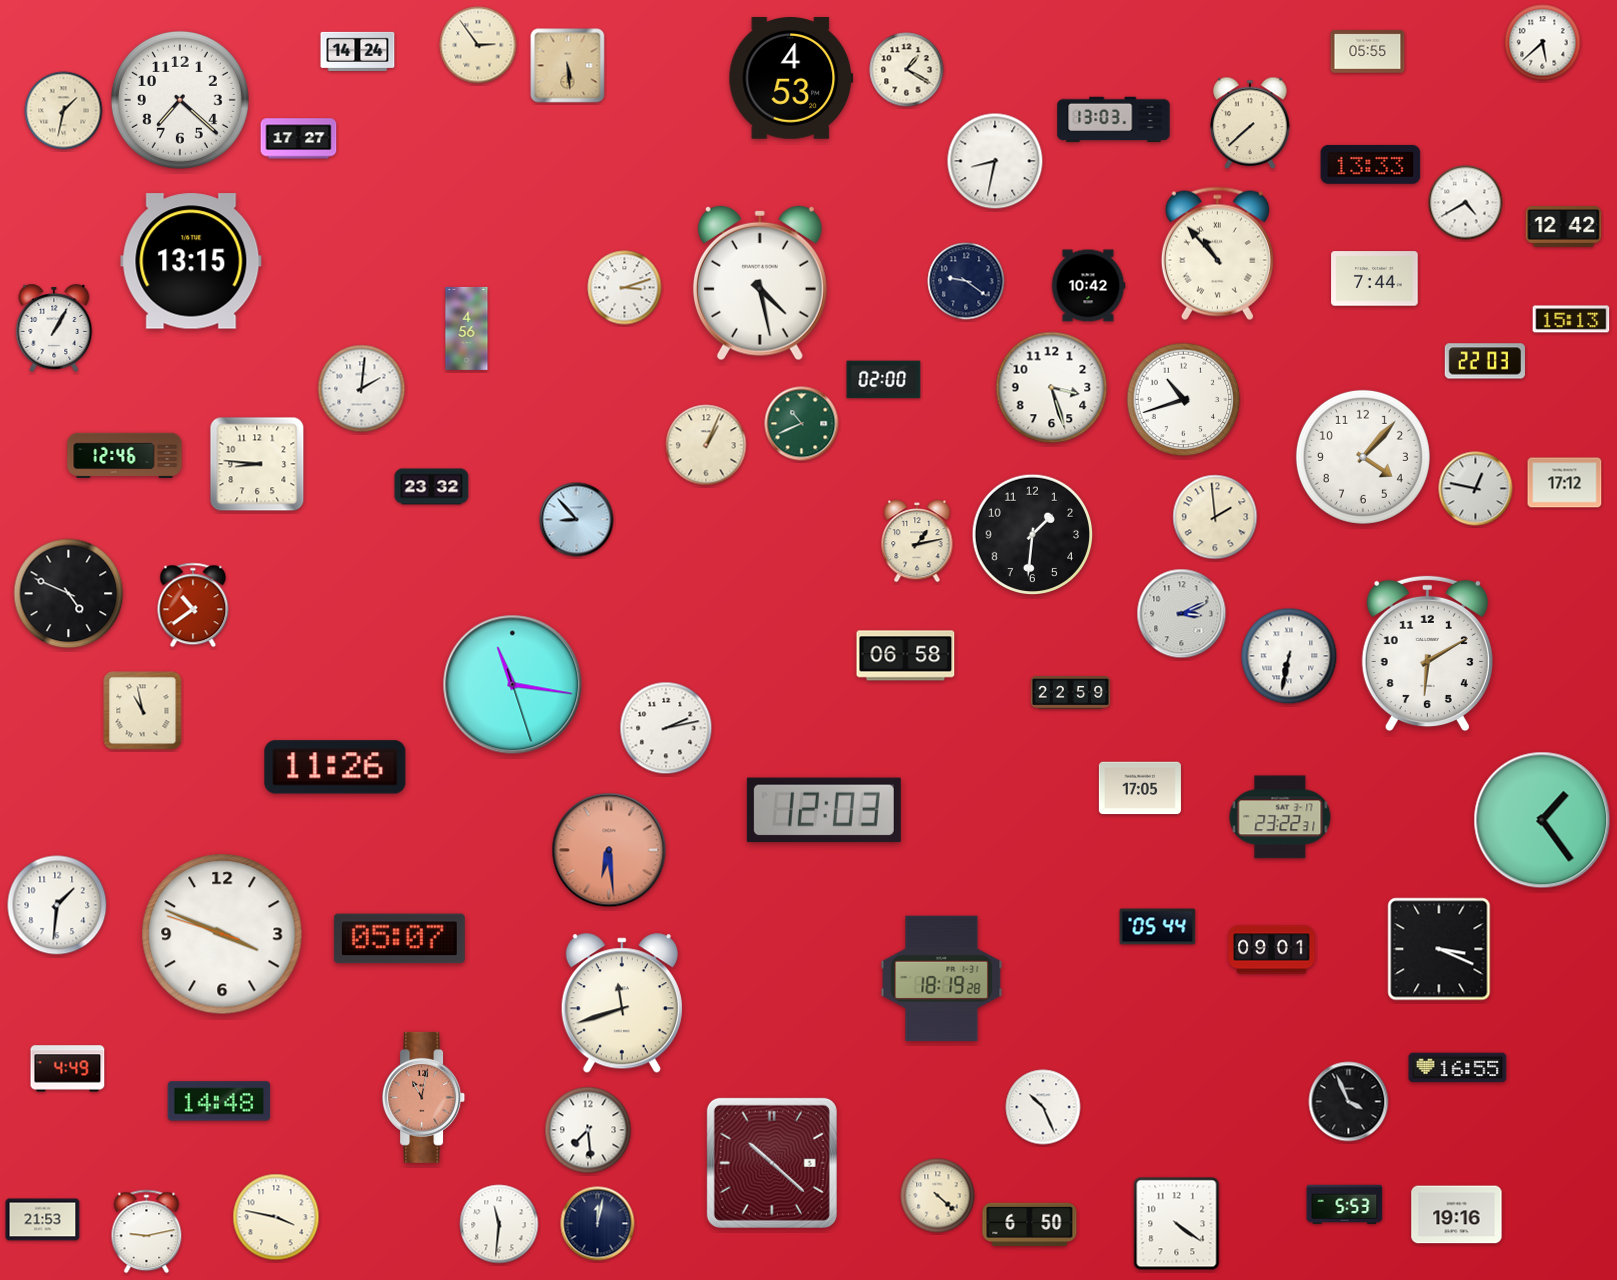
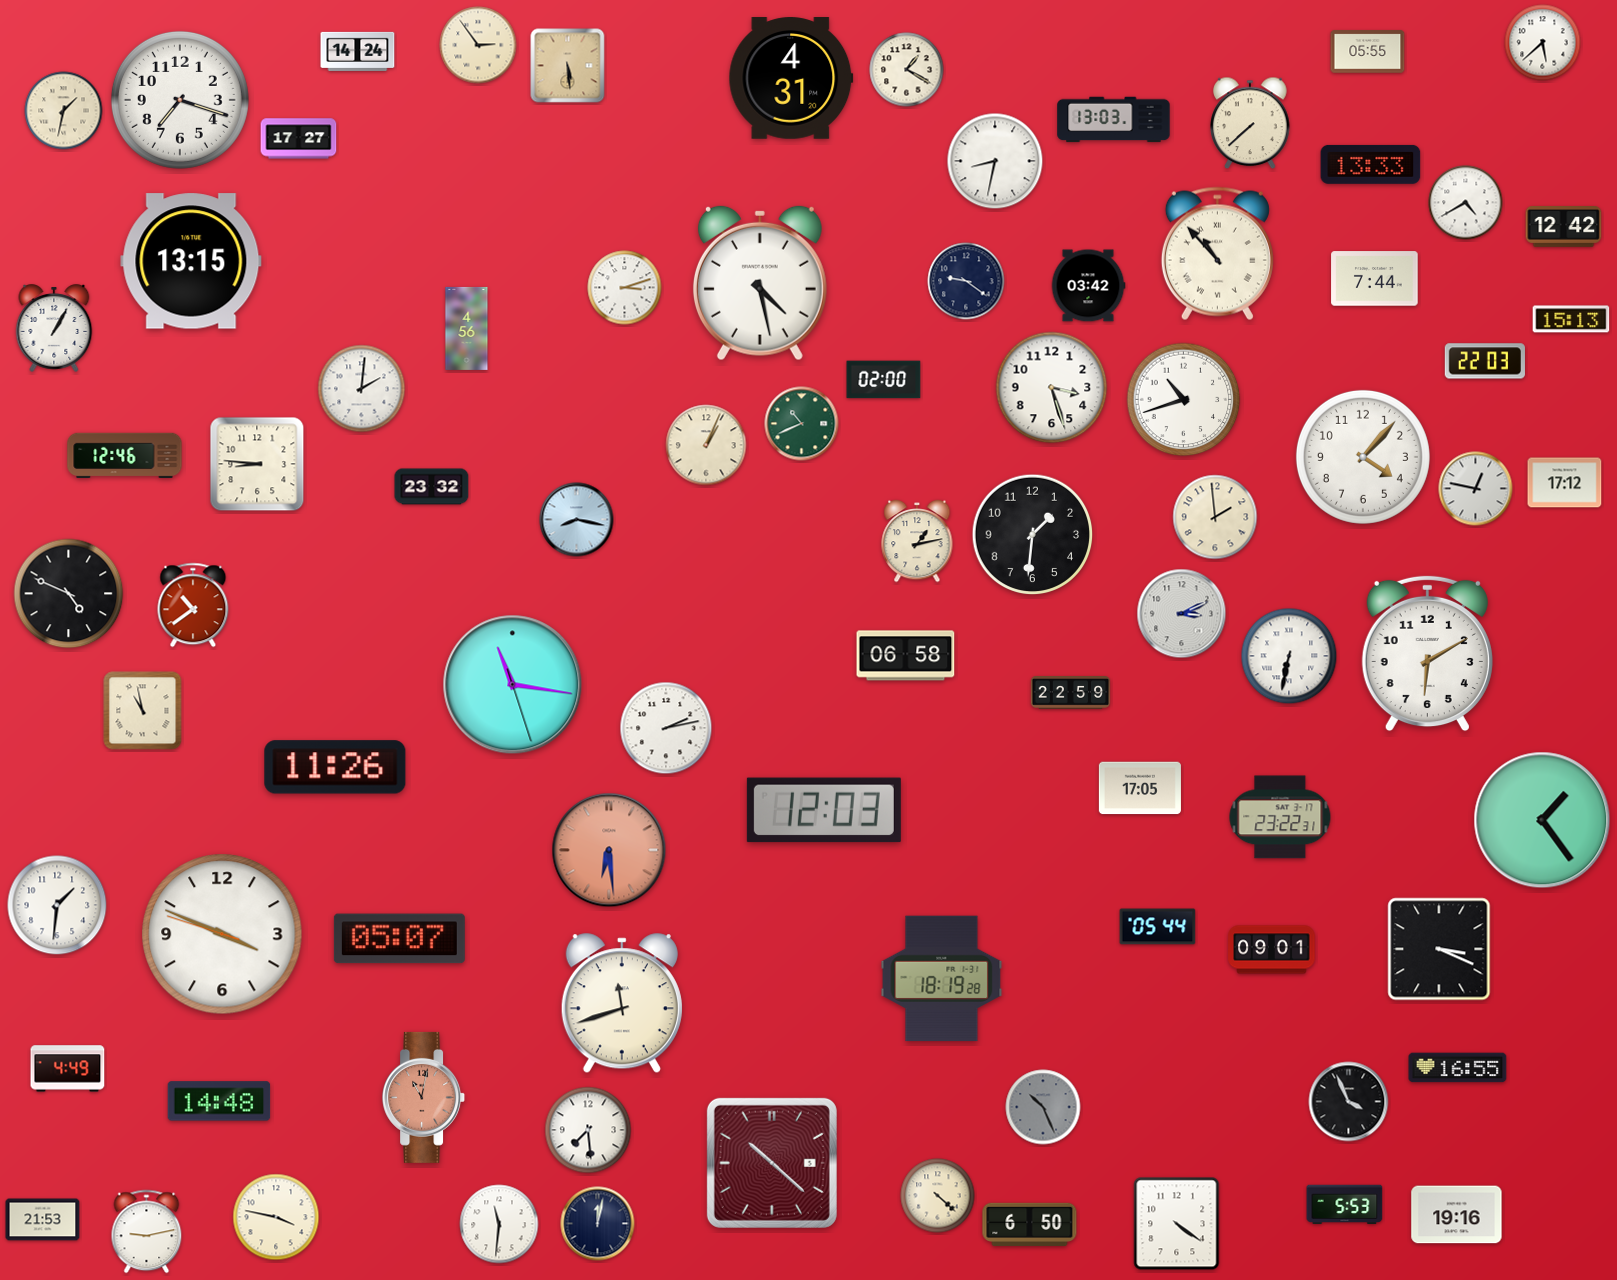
clock at (791, 78): 4:53 -> 4:31
clock at (180, 100): 7:22 -> 7:18
clock at (1088, 286): 10:42 -> 03:42
clock at (577, 520): 8:53 -> 8:17
clock at (1043, 1107) dial: white -> grey
